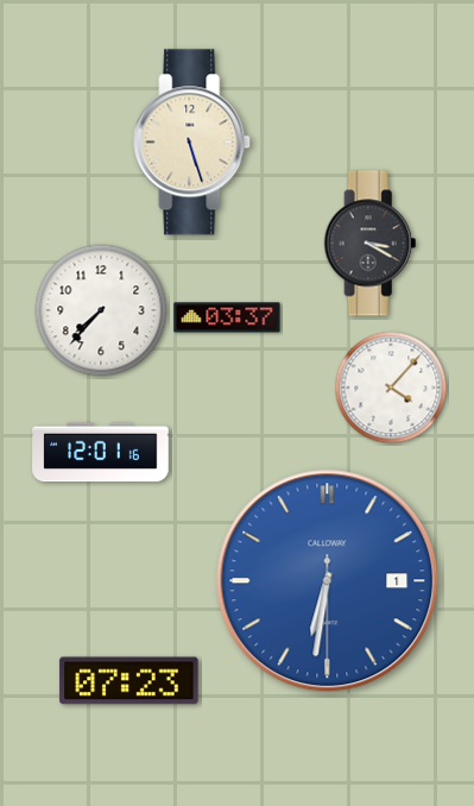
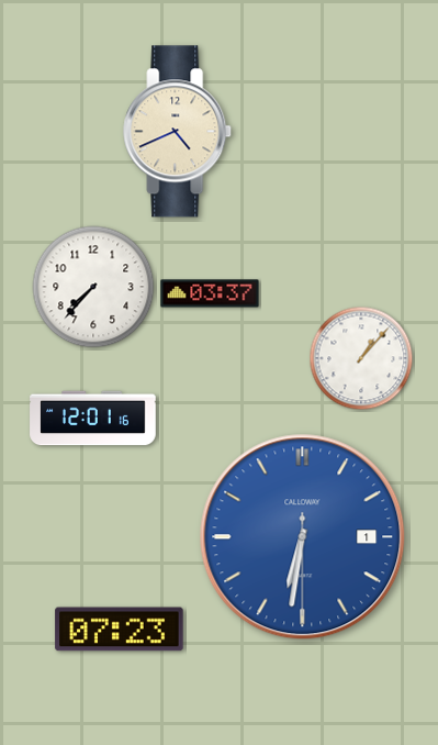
clock at (192, 143): 5:27 -> 4:41
clock at (371, 244): 3:20 -> none
clock at (391, 388): 4:07 -> 1:07
